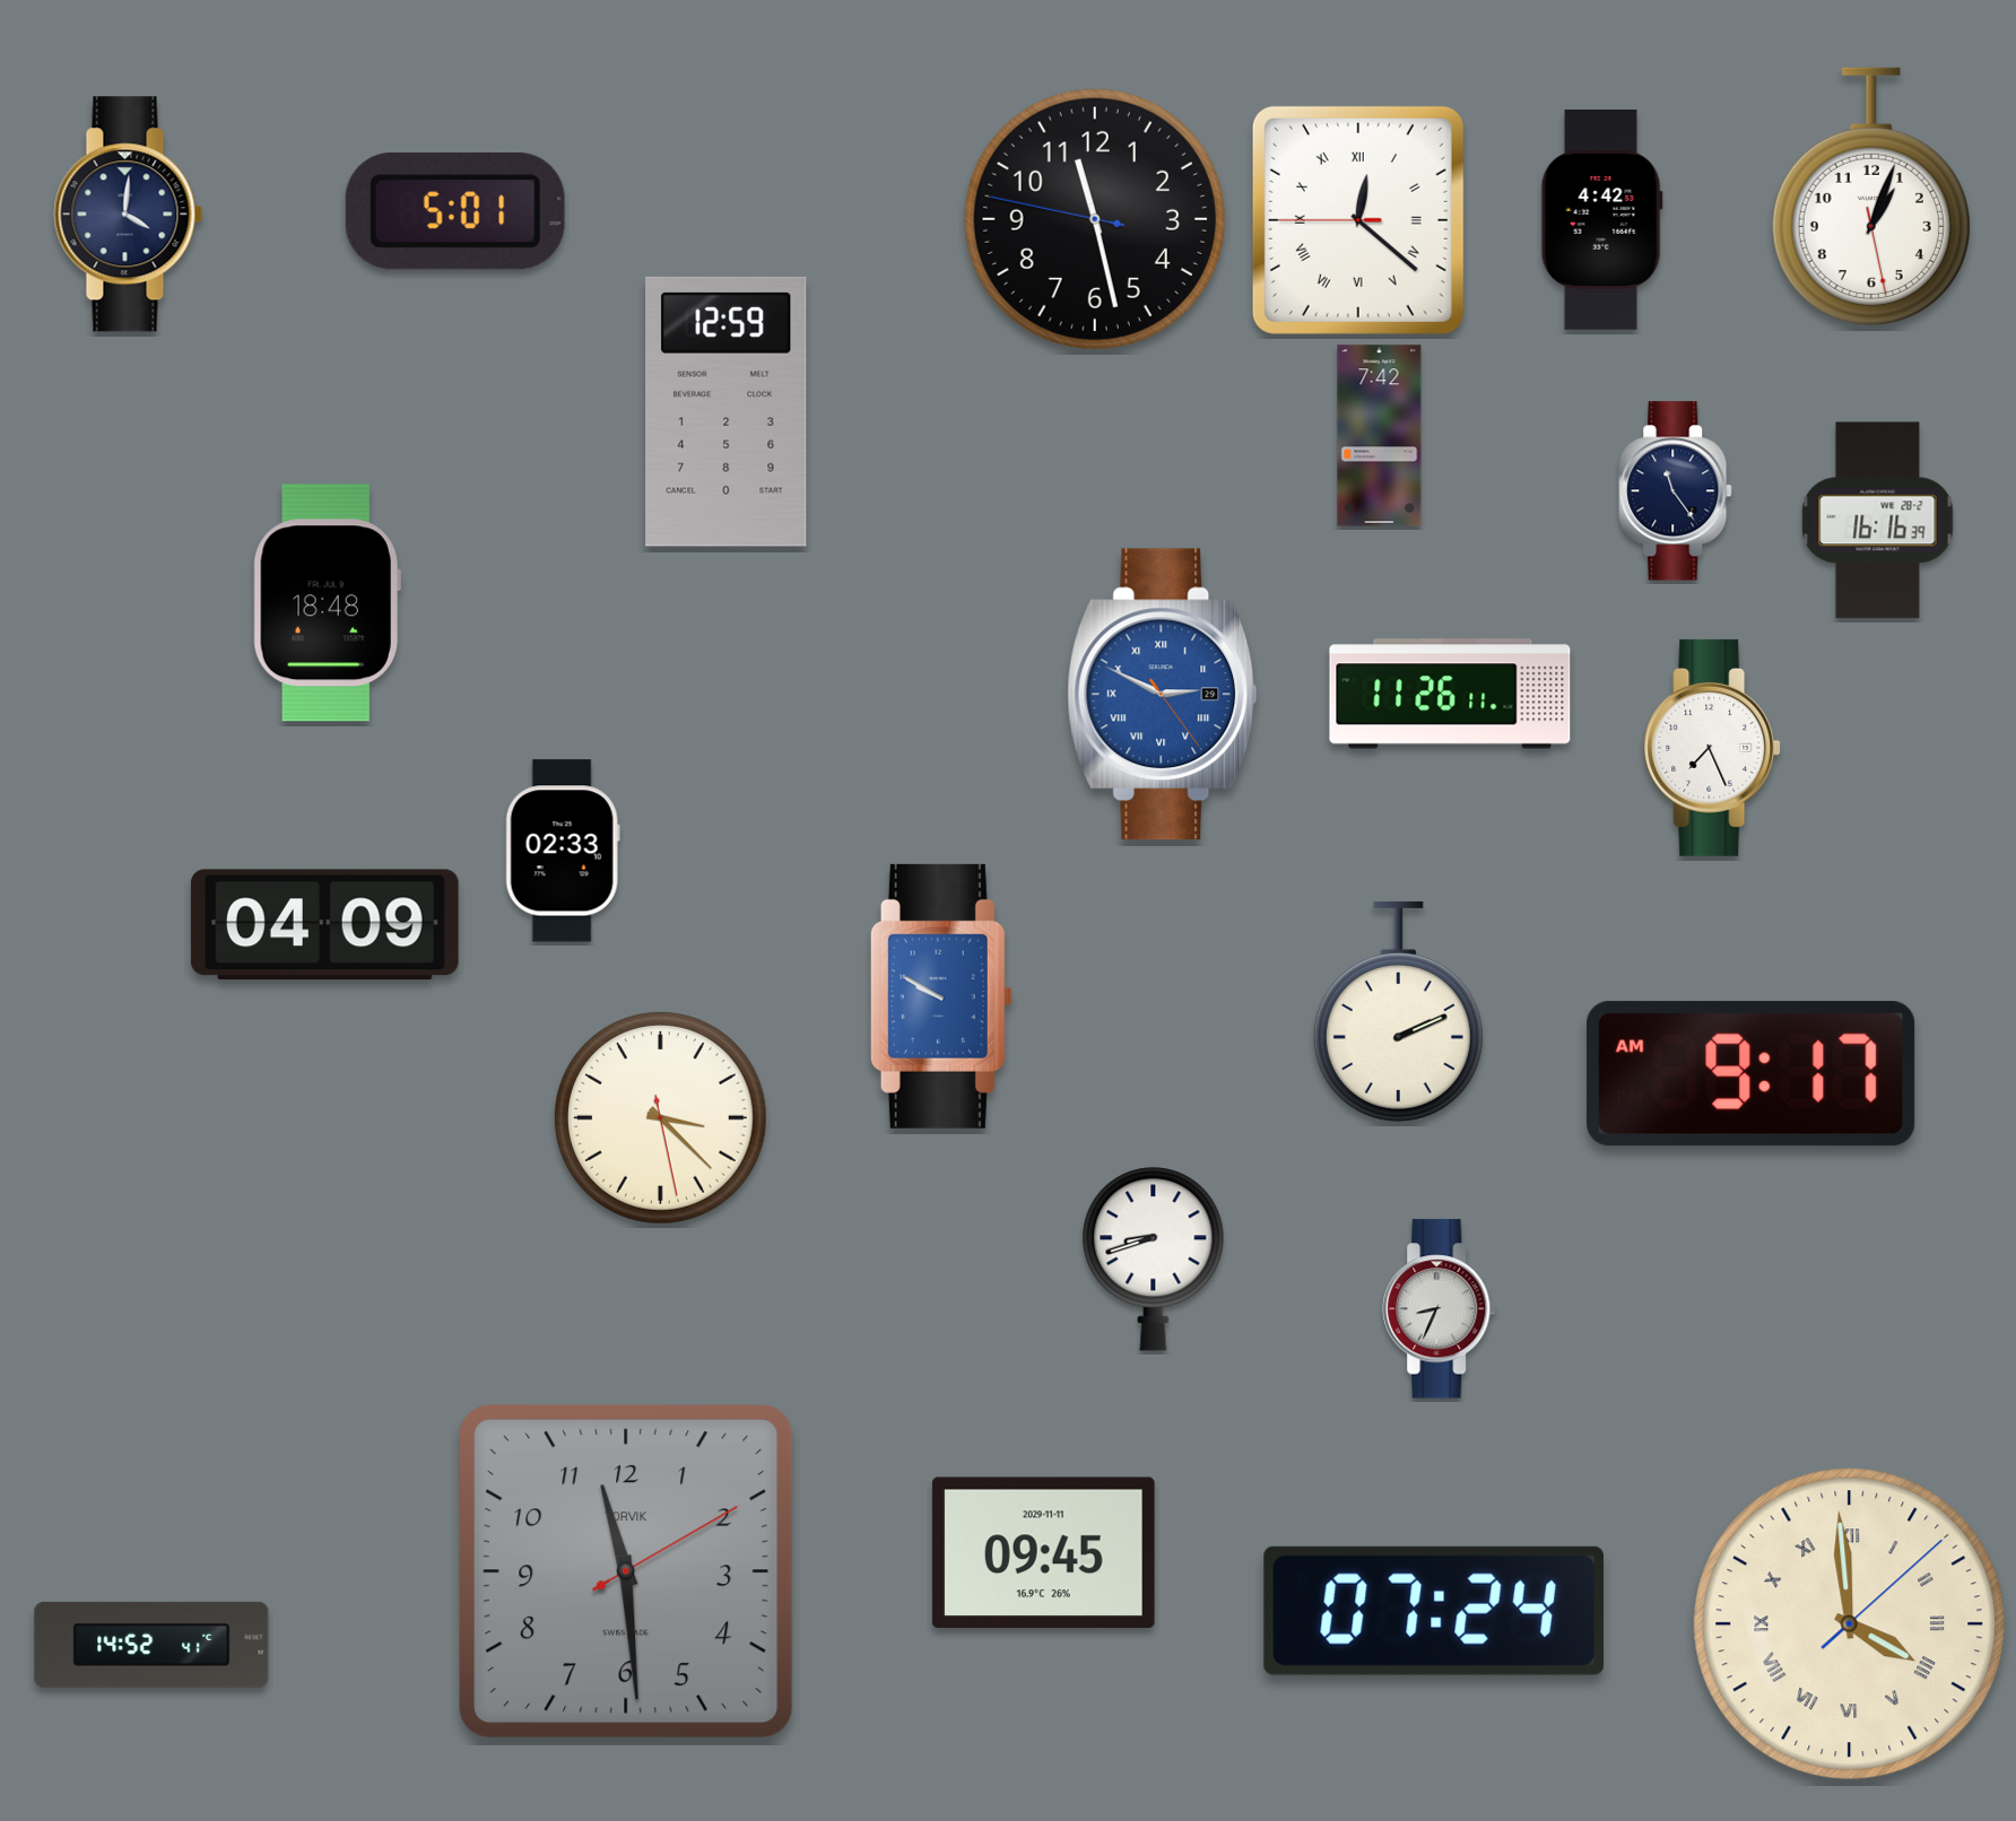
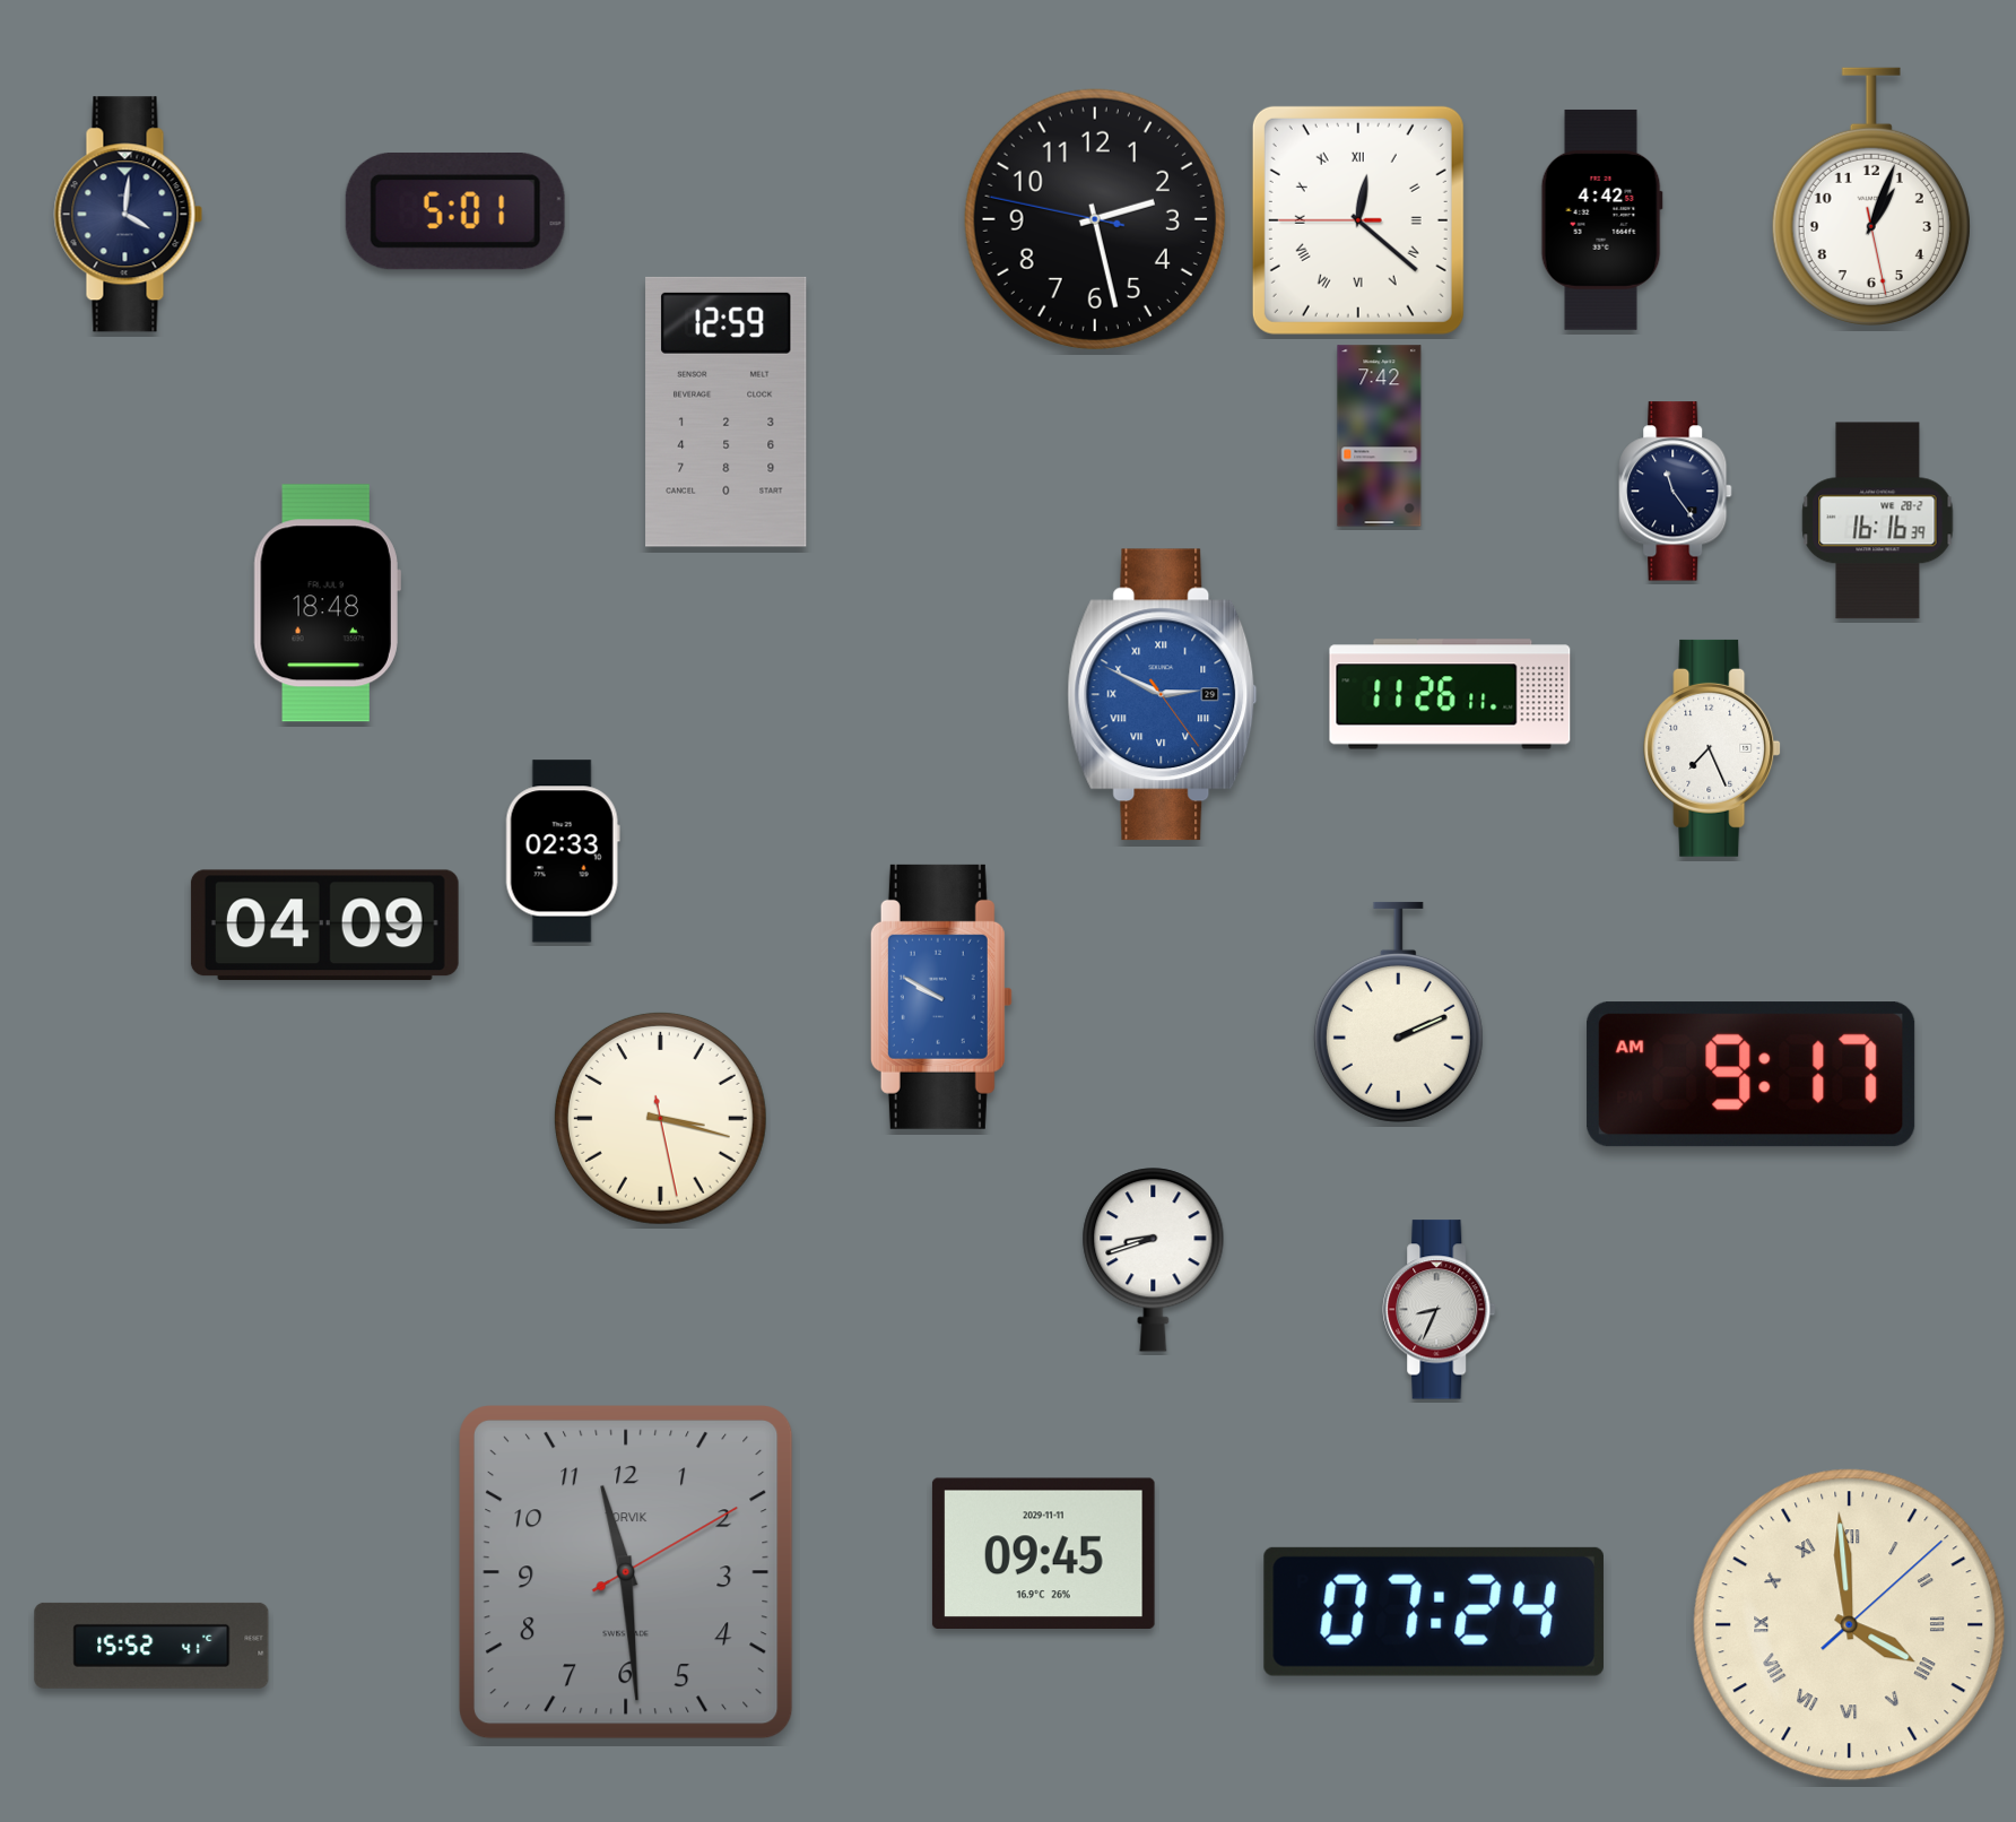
clock at (1095, 219): 11:27 -> 2:27
clock at (660, 1117): 3:22 -> 3:17
clock at (151, 1645): 14:52 -> 15:52
